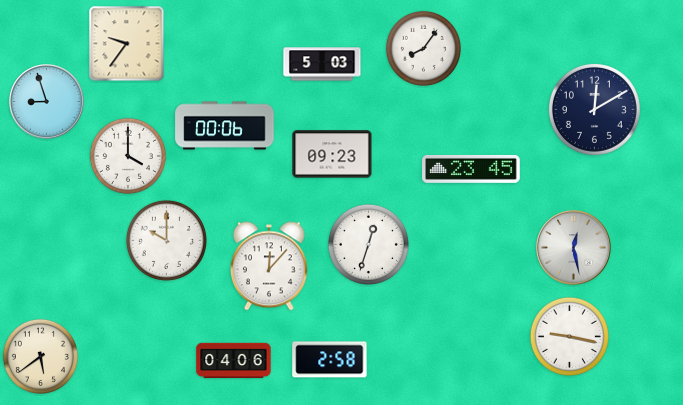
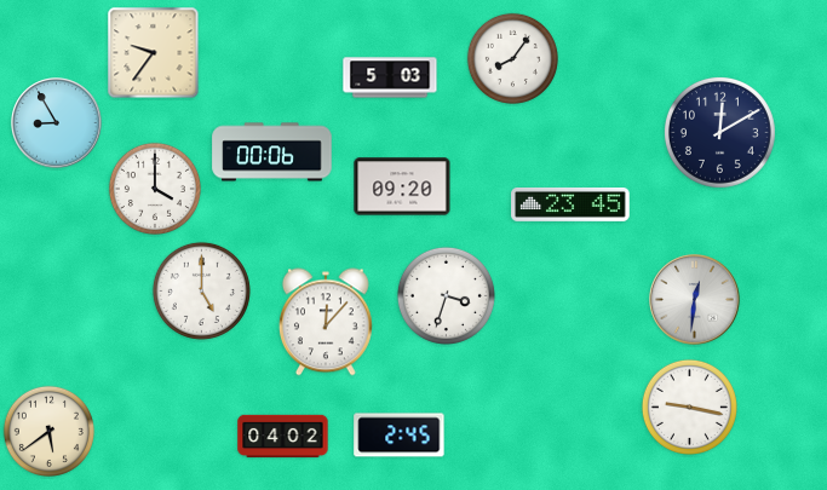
clock at (47, 102): 8:57 -> 8:55
clock at (332, 154): 09:23 -> 09:20
clock at (166, 240): 10:00 -> 5:00
clock at (368, 244): 12:33 -> 3:33
clock at (574, 248): 12:28 -> 12:31
clock at (330, 360): 2:58 -> 2:45
clock at (234, 361): 04:06 -> 04:02
